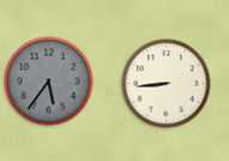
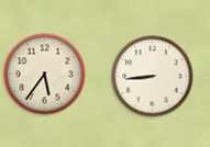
clock at (49, 82) dial: grey -> cream
